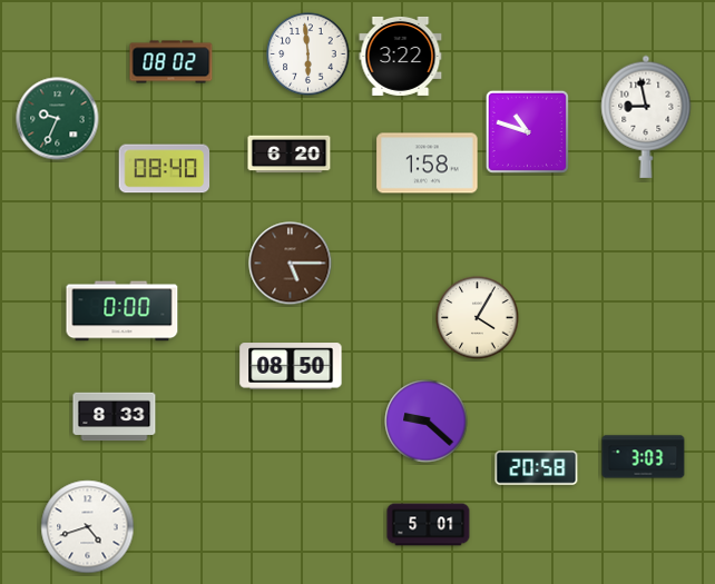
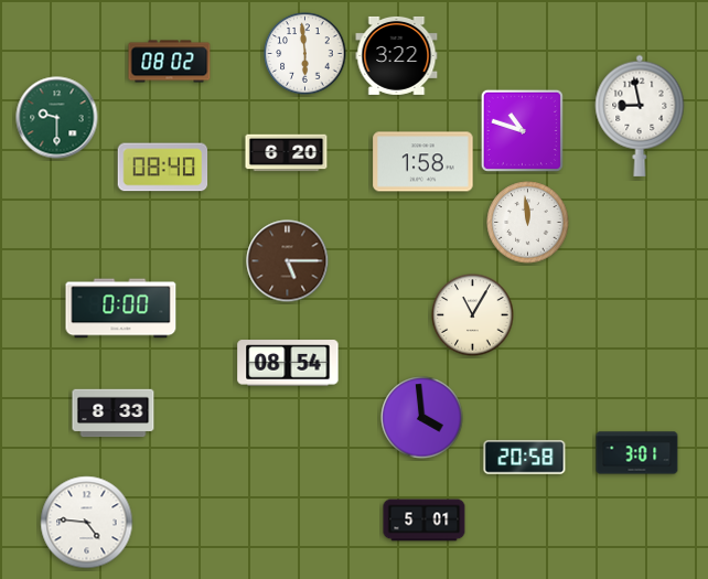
clock at (58, 119): 9:34 -> 9:30
clock at (528, 223): none -> 11:59
clock at (478, 318): 4:05 -> 11:05
clock at (291, 366): 08:50 -> 08:54
clock at (427, 422): 9:22 -> 3:59
clock at (644, 457): 3:03 -> 3:01
clock at (537, 468) position: (537, 468) -> (525, 458)
clock at (88, 527): 4:42 -> 4:46
